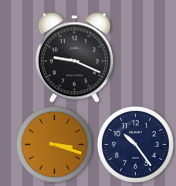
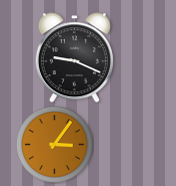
clock at (54, 144): 3:18 -> 3:06
clock at (135, 144): 10:24 -> none
